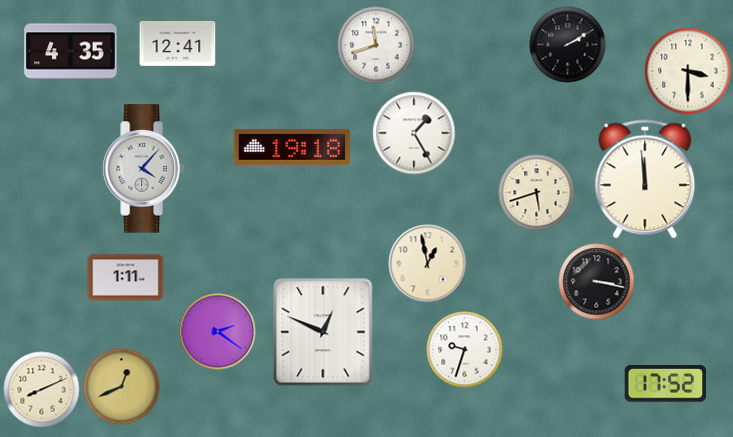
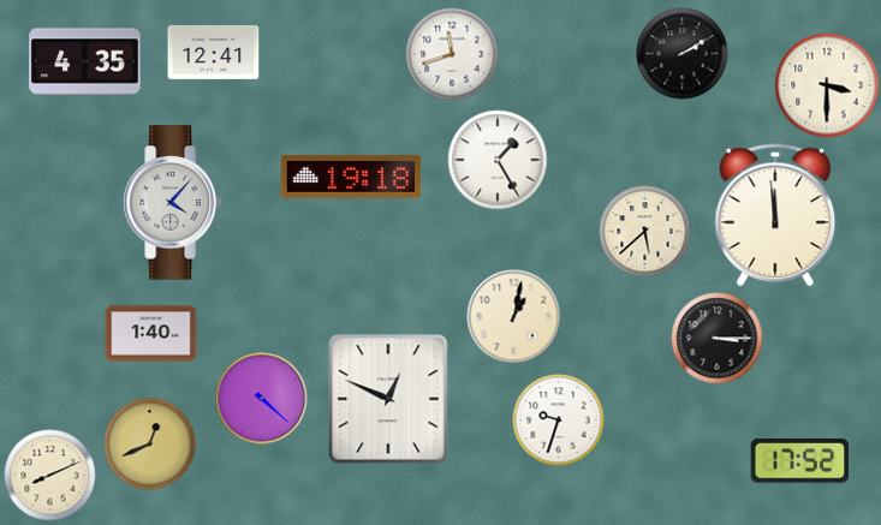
clock at (537, 193): 5:42 -> 5:38
clock at (428, 264): 12:58 -> 1:02
clock at (126, 278): 1:11 -> 1:40
clock at (597, 282): 3:17 -> 3:15
clock at (218, 332): 2:21 -> 4:22
clock at (122, 387) position: (122, 387) -> (150, 445)
clock at (42, 390) position: (42, 390) -> (50, 476)
